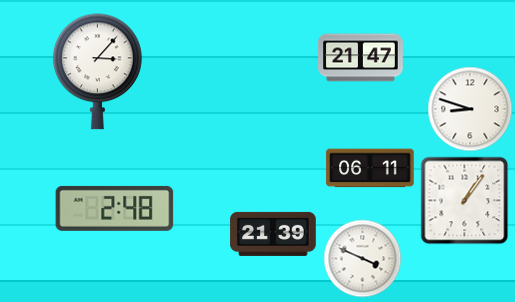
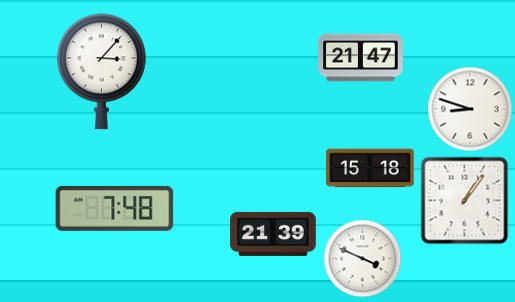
clock at (97, 72) position: (97, 72) -> (101, 72)
clock at (370, 168): 06:11 -> 15:18
clock at (115, 208): 2:48 -> 7:48
